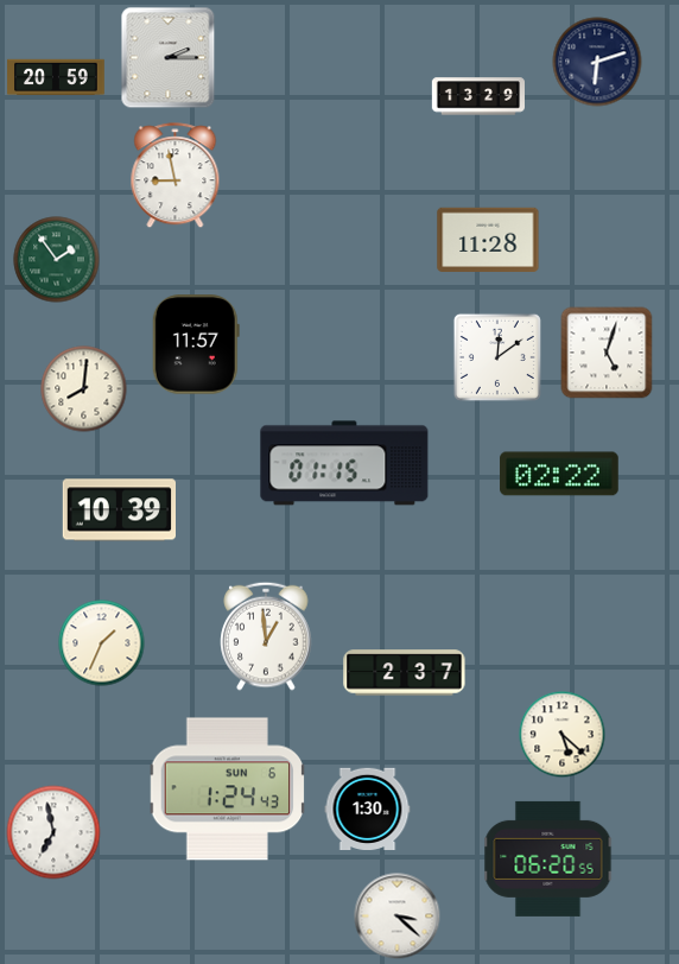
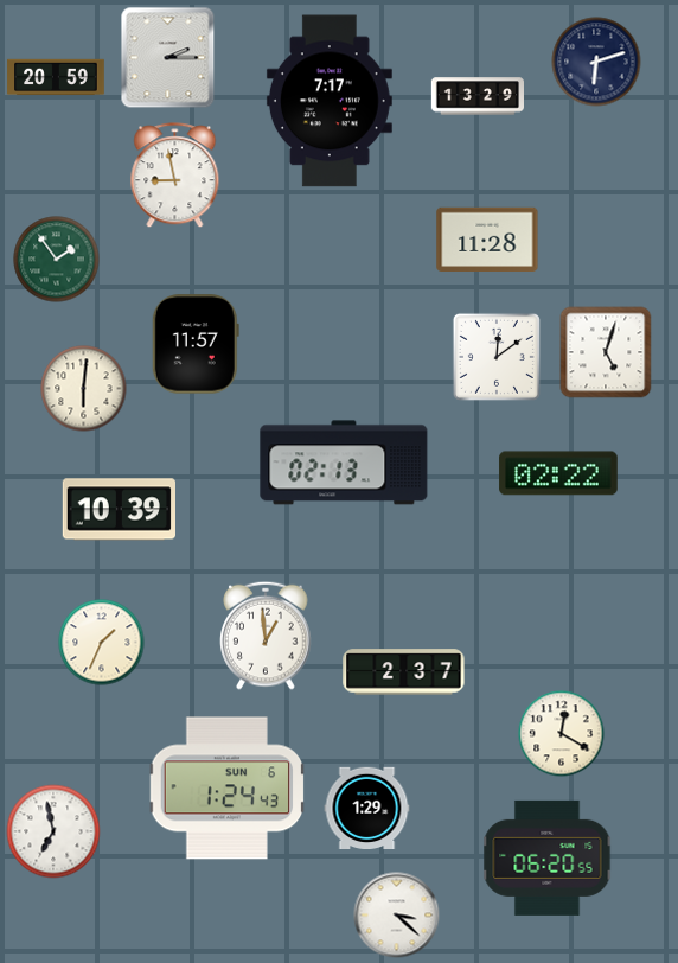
clock at (330, 101): none -> 7:17
clock at (84, 389): 8:01 -> 6:01
clock at (344, 463): 01:15 -> 02:13
clock at (563, 735): 5:22 -> 12:20
clock at (368, 808): 1:30 -> 1:29
